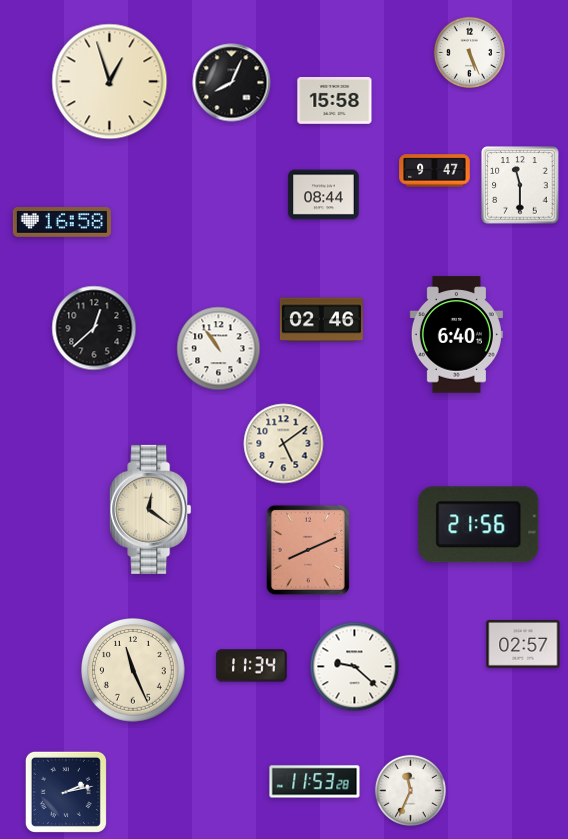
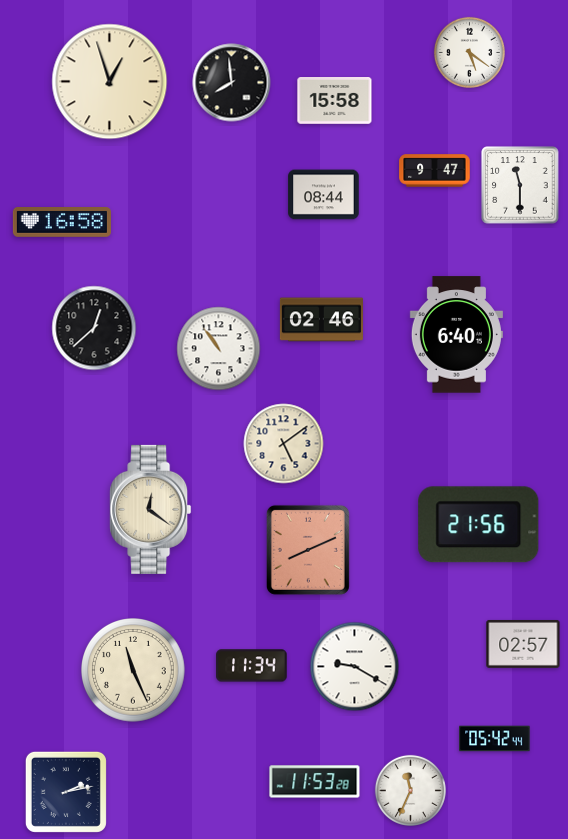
clock at (469, 52): 5:26 -> 5:21
clock at (232, 83): 8:04 -> 7:59
clock at (355, 667): 9:22 -> 9:20
clock at (495, 739): none -> 05:42
